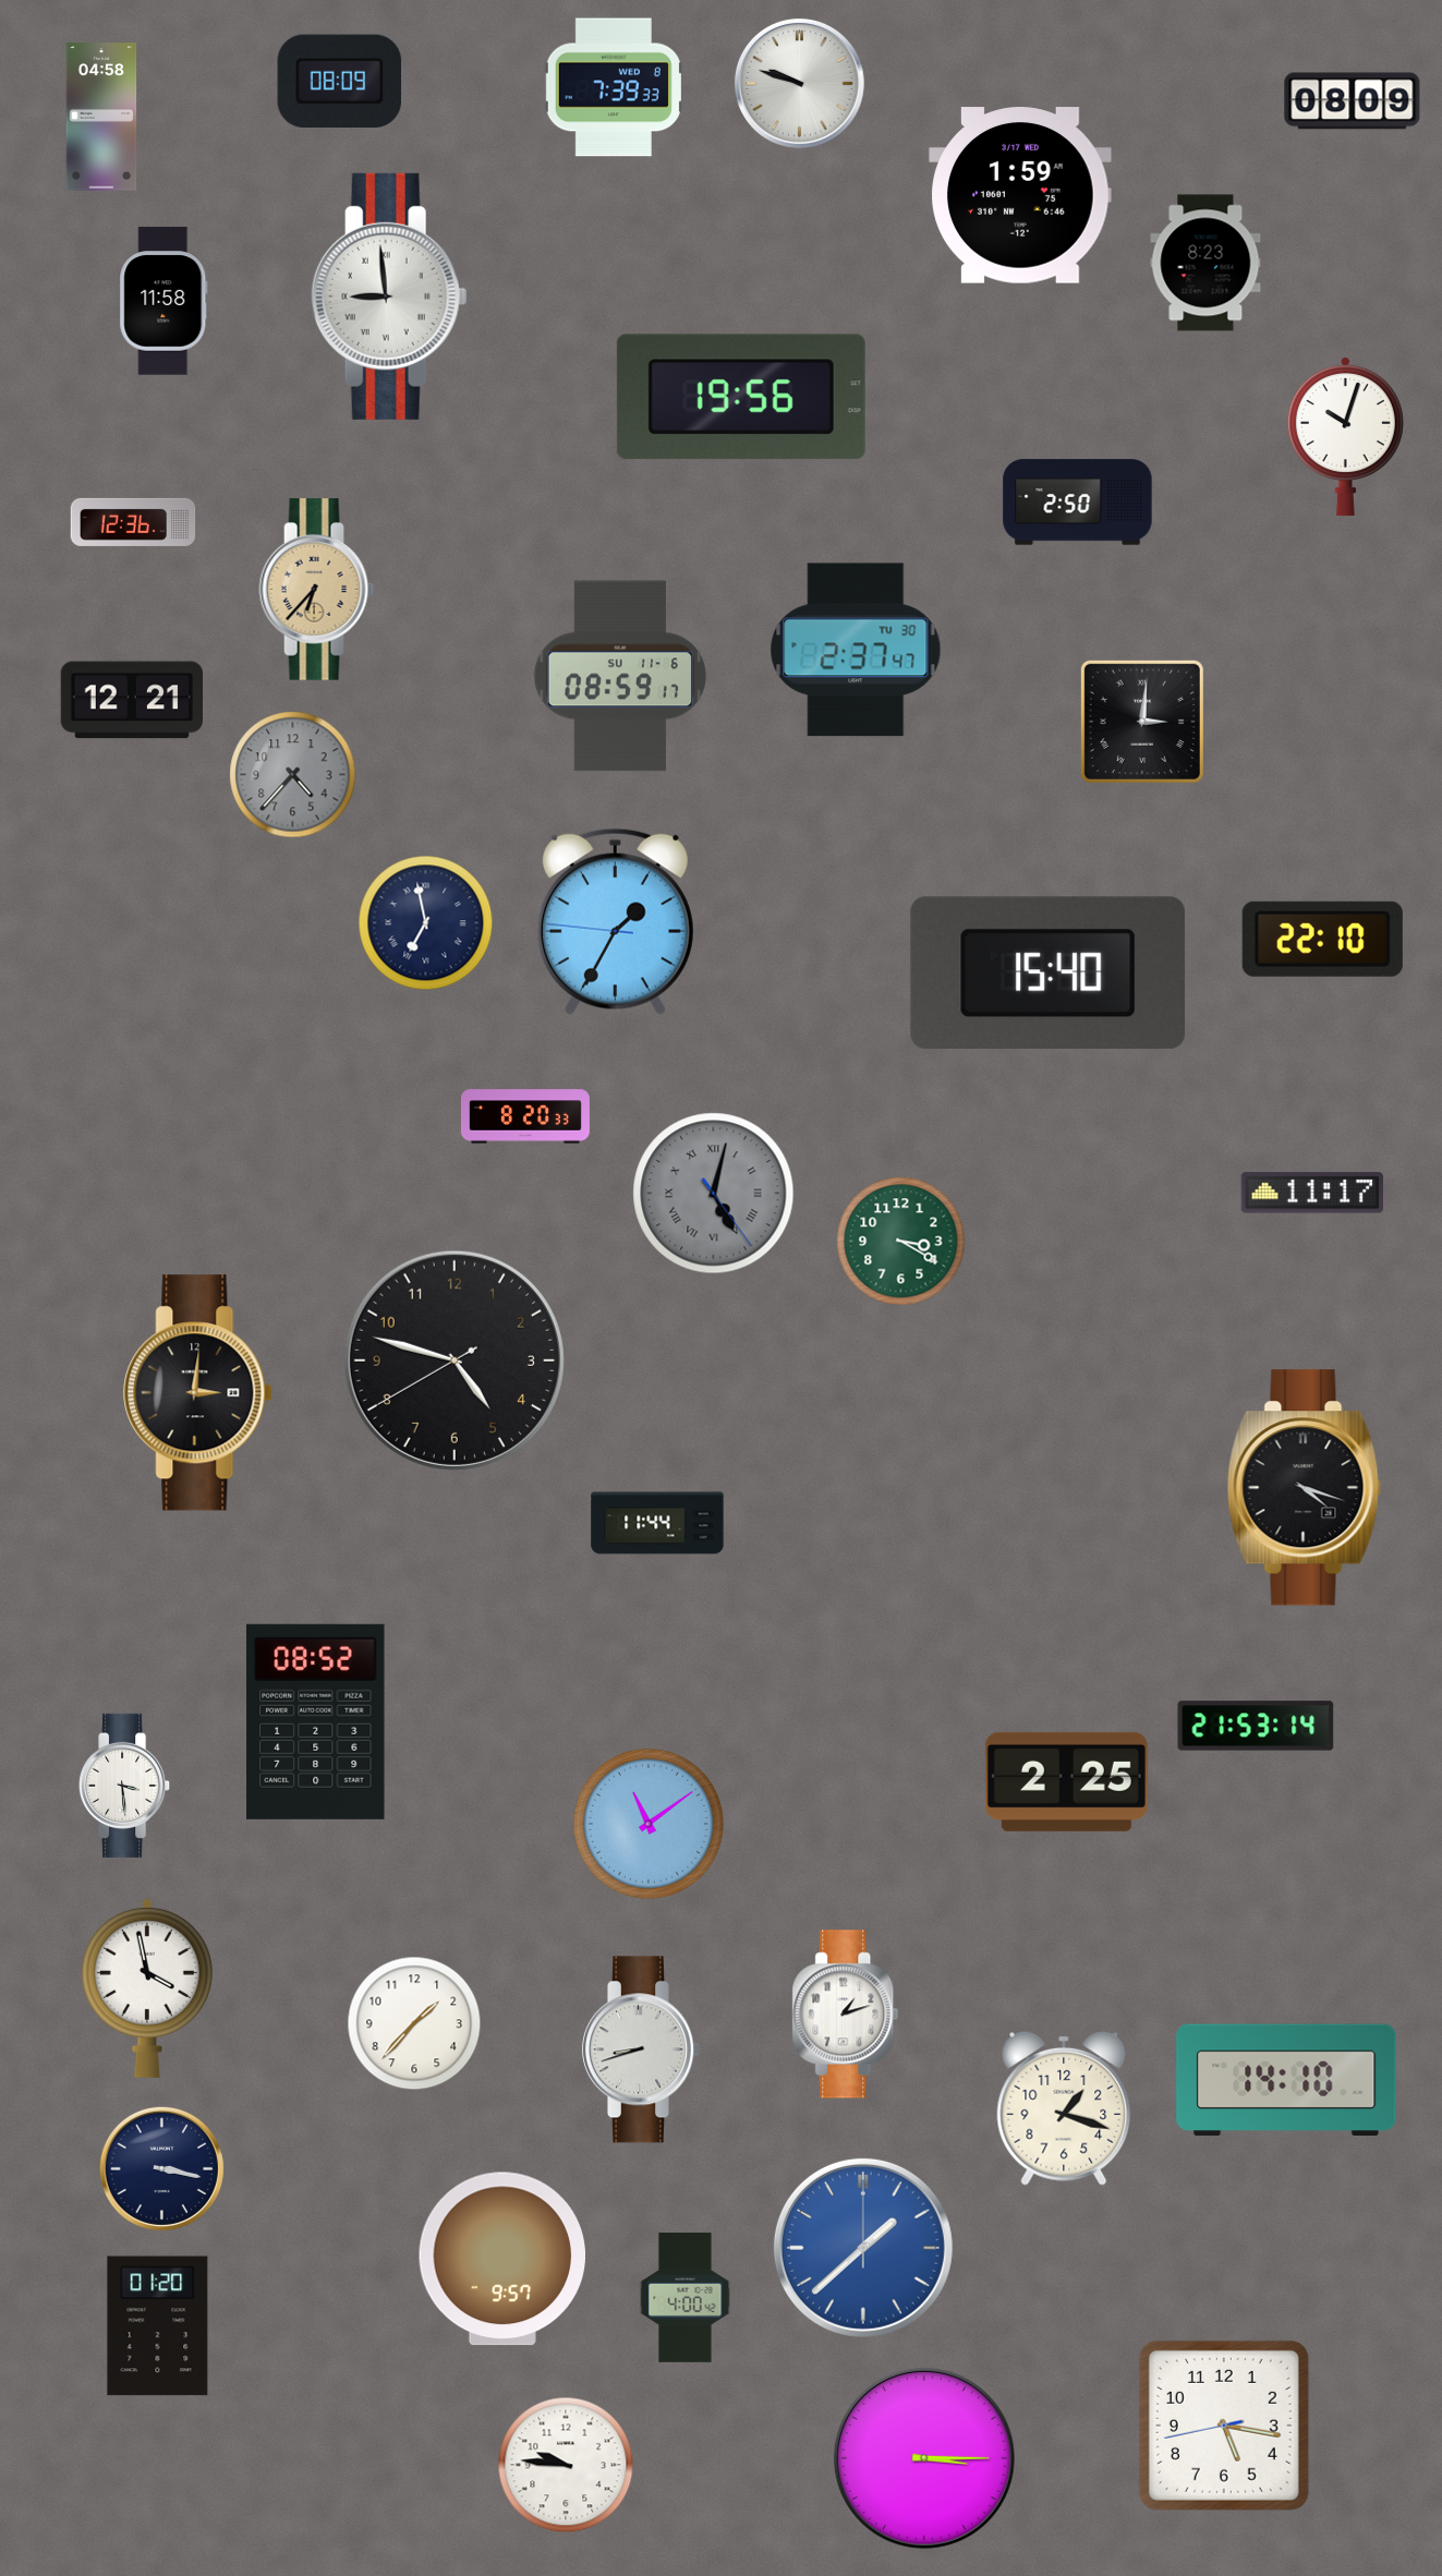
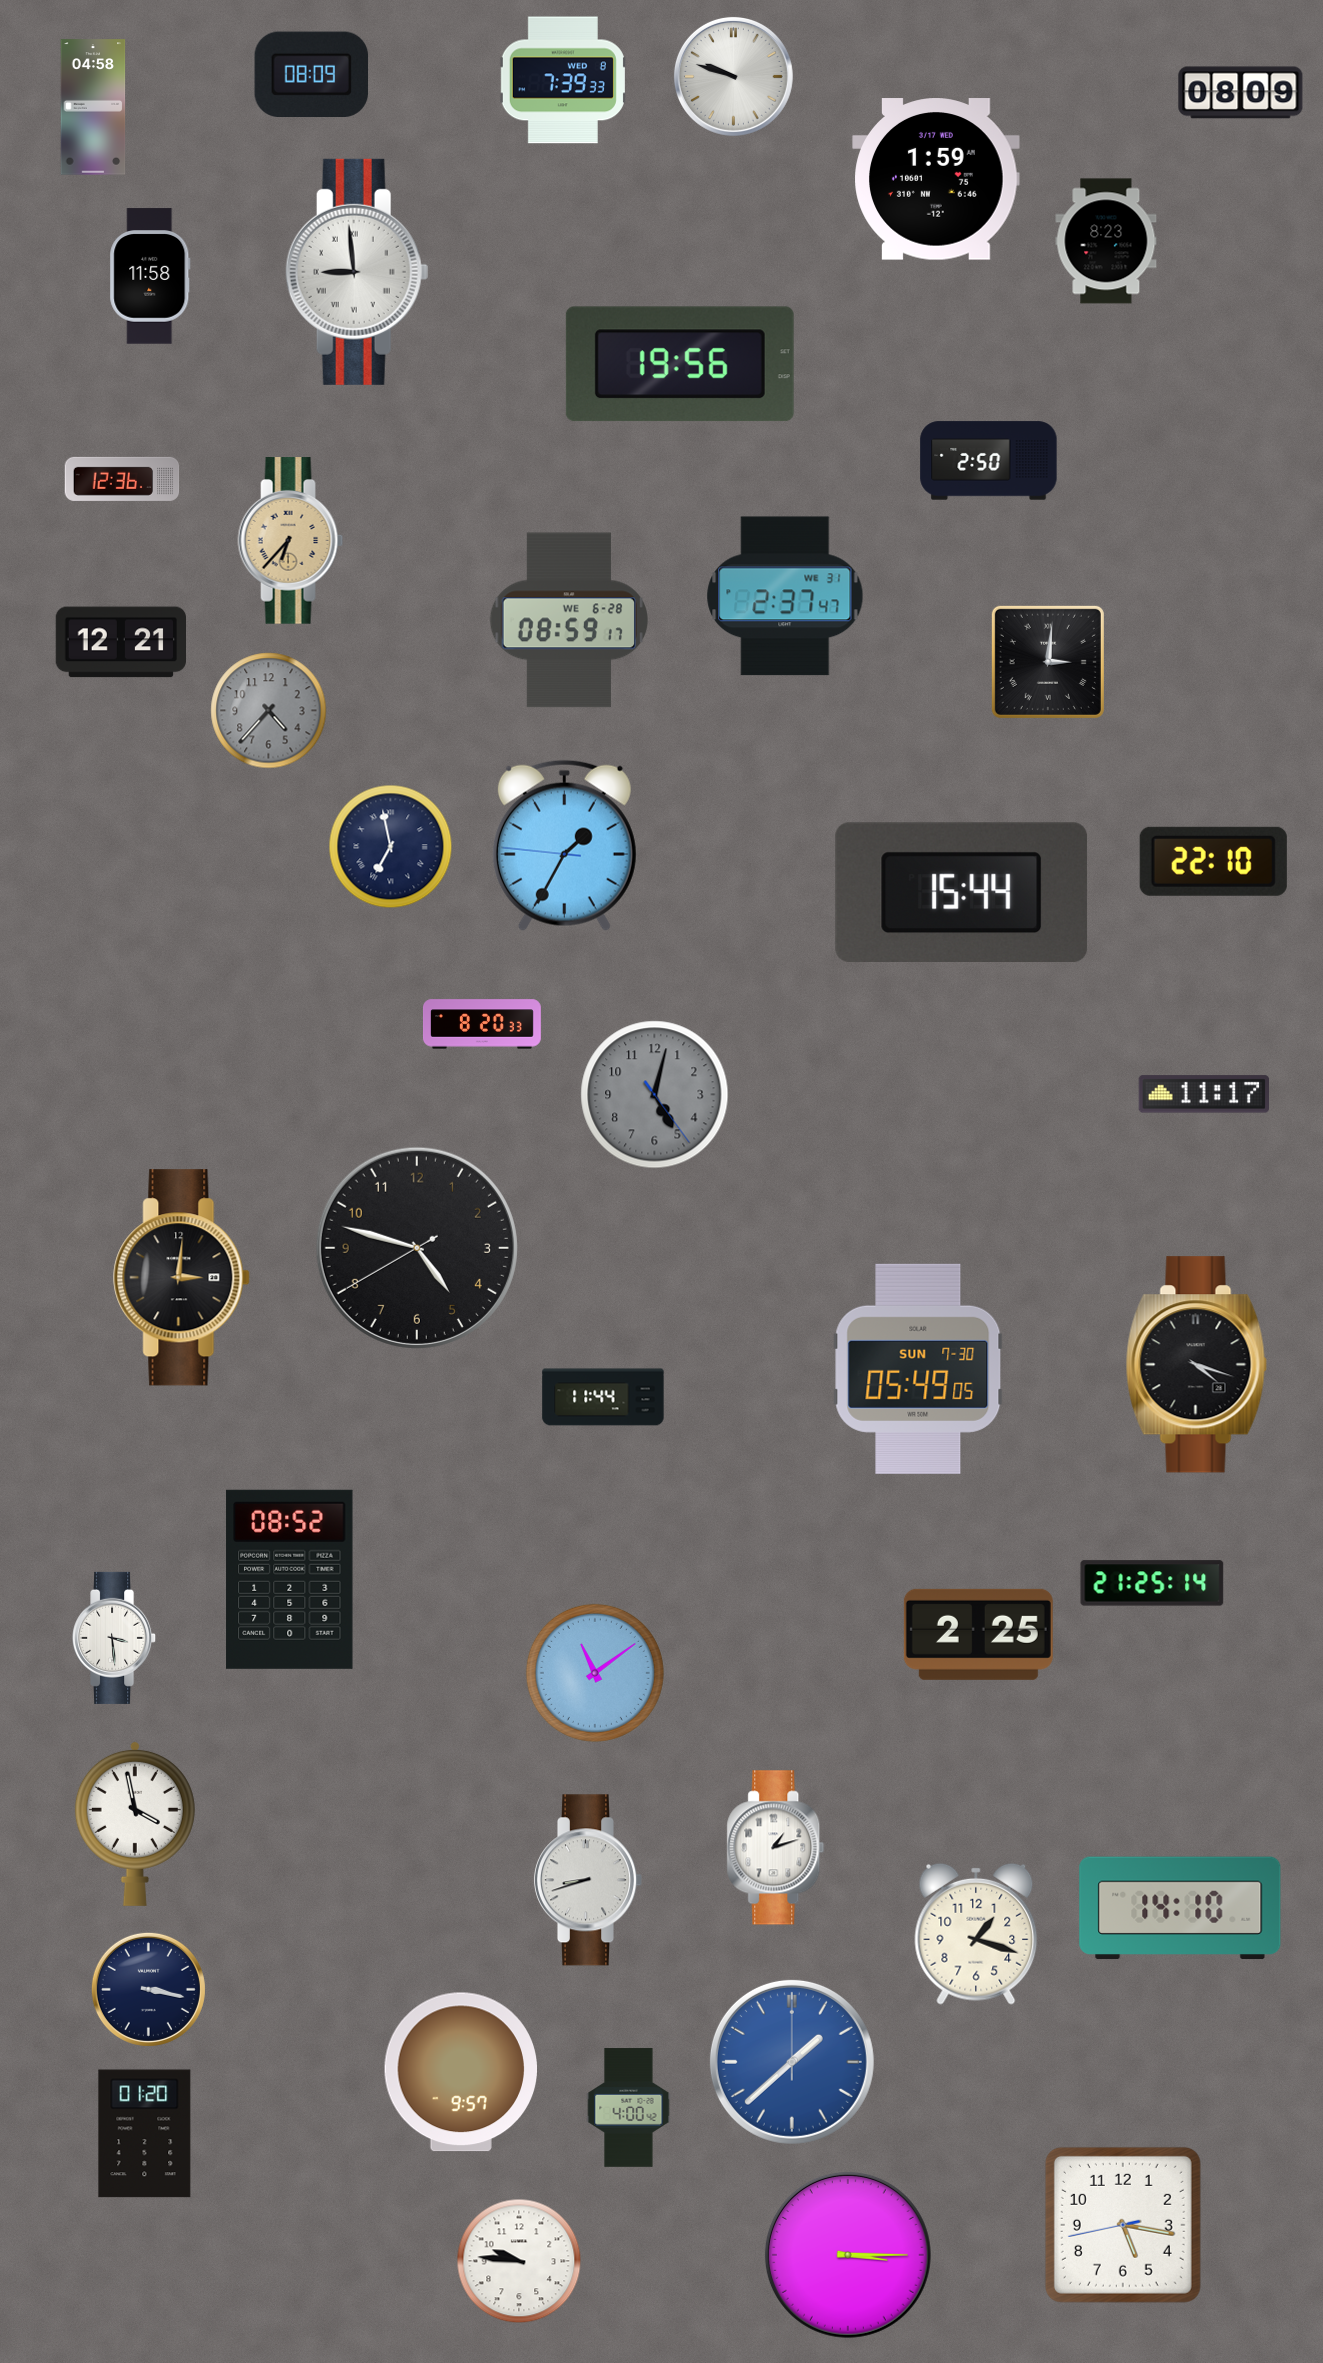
clock at (1345, 436): 10:03 -> none
clock at (856, 650) date: TU 30 -> WE 31
clock at (619, 676) date: SU 11-6 -> WE 6-28
clock at (1049, 972): 15:40 -> 15:44
clock at (714, 1194) numerals: Roman -> Arabic
clock at (901, 1242): 3:20 -> none
clock at (918, 1369): none -> 05:49
clock at (1256, 1726): 21:53 -> 21:25
clock at (414, 2023): 1:37 -> none
